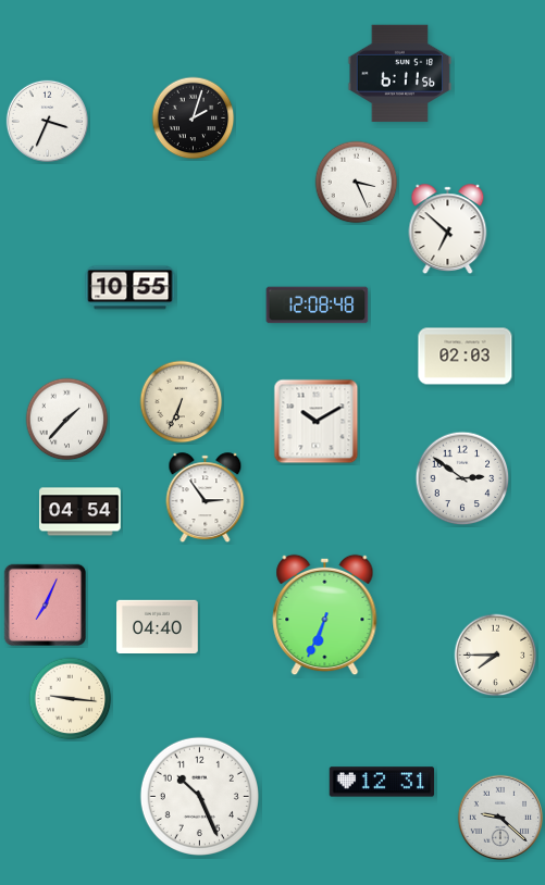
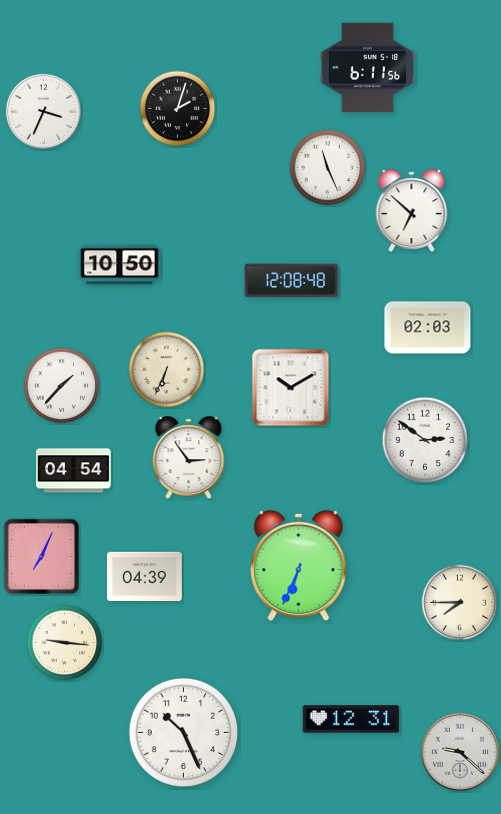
clock at (357, 183): 3:26 -> 11:26
clock at (131, 288): 10:55 -> 10:50
clock at (158, 627): 04:40 -> 04:39
clock at (496, 656) position: (496, 656) -> (460, 603)
